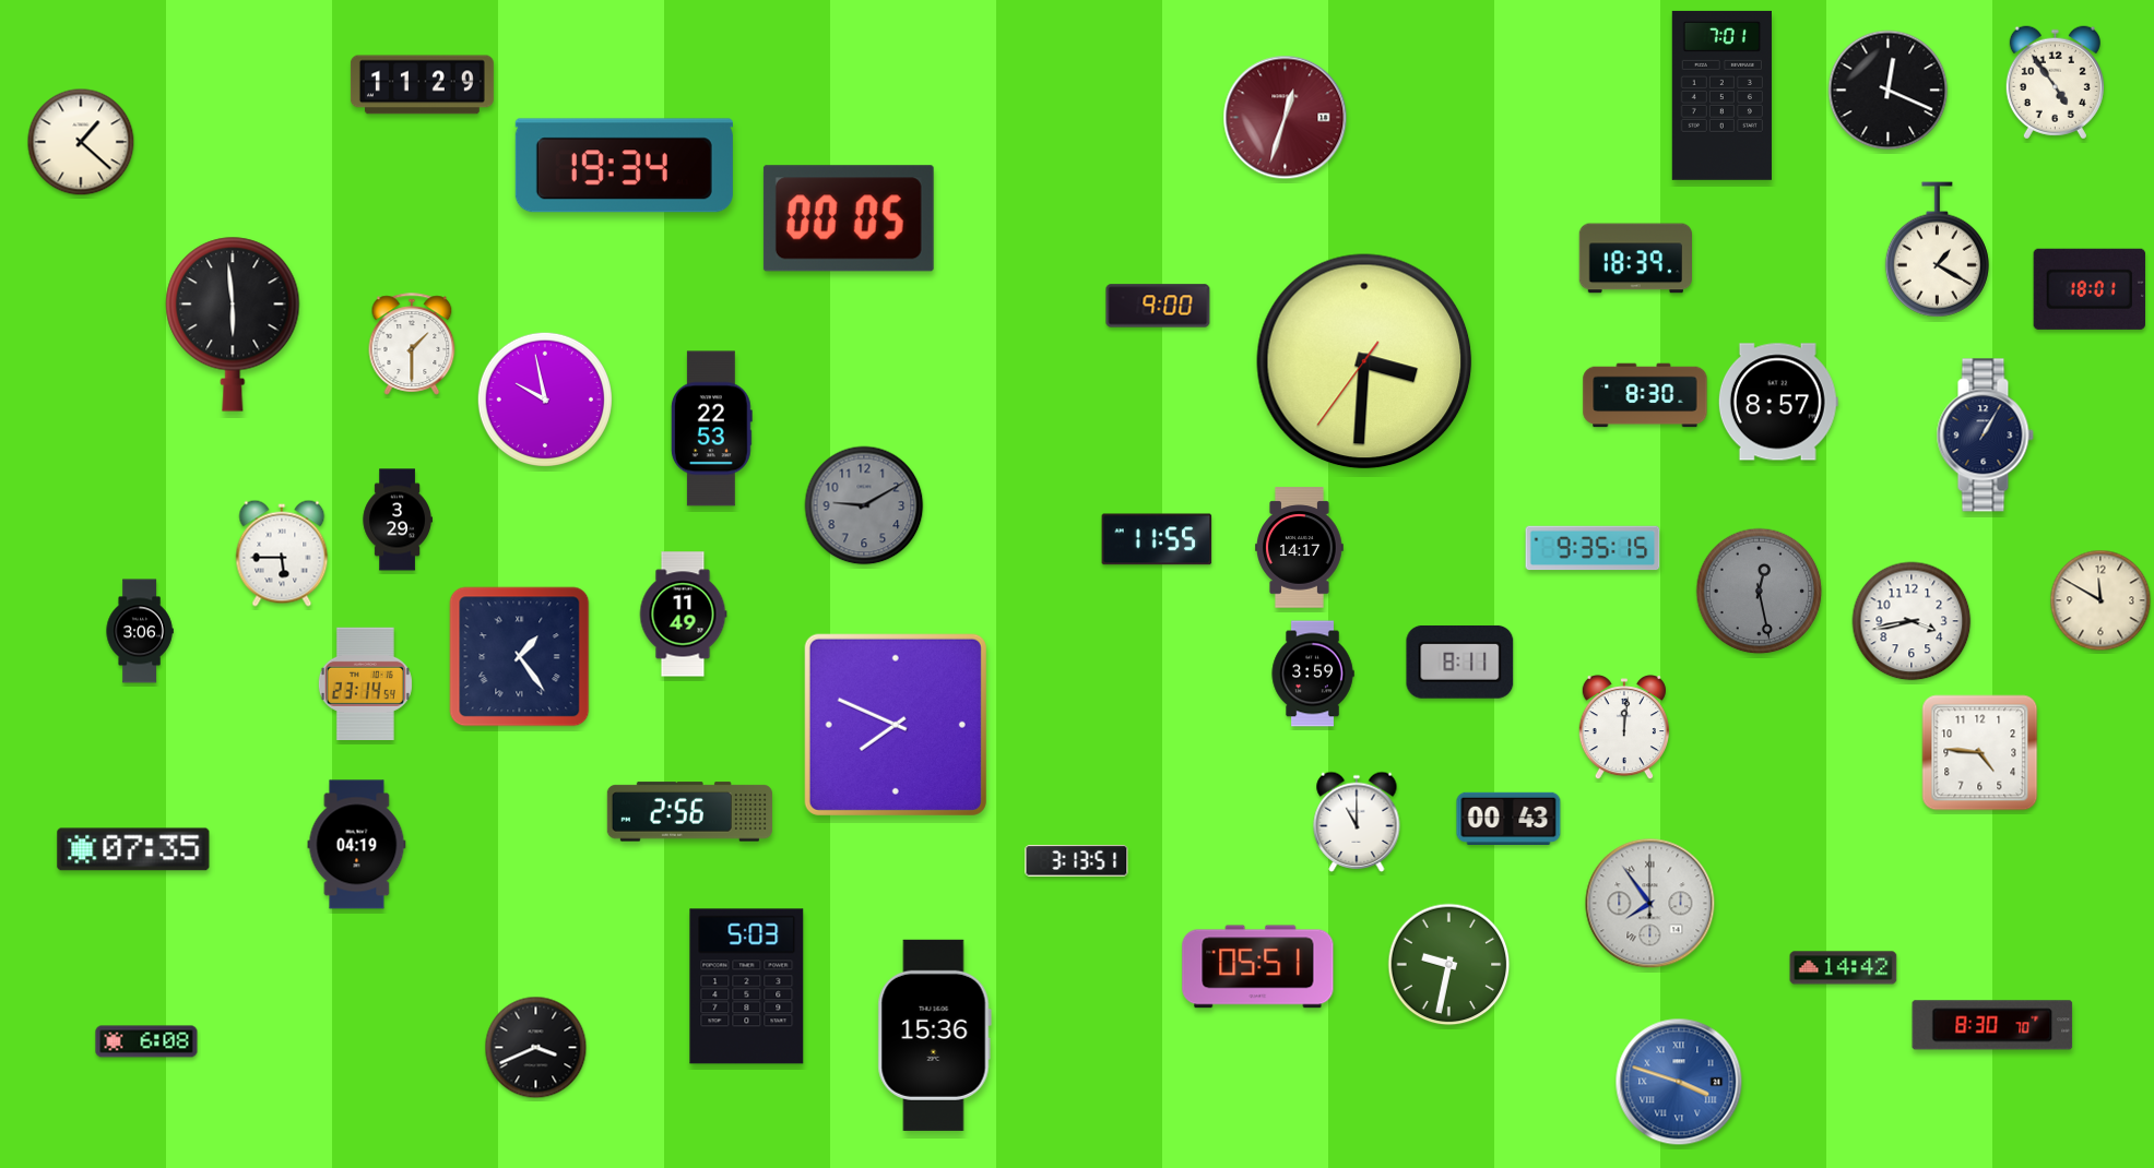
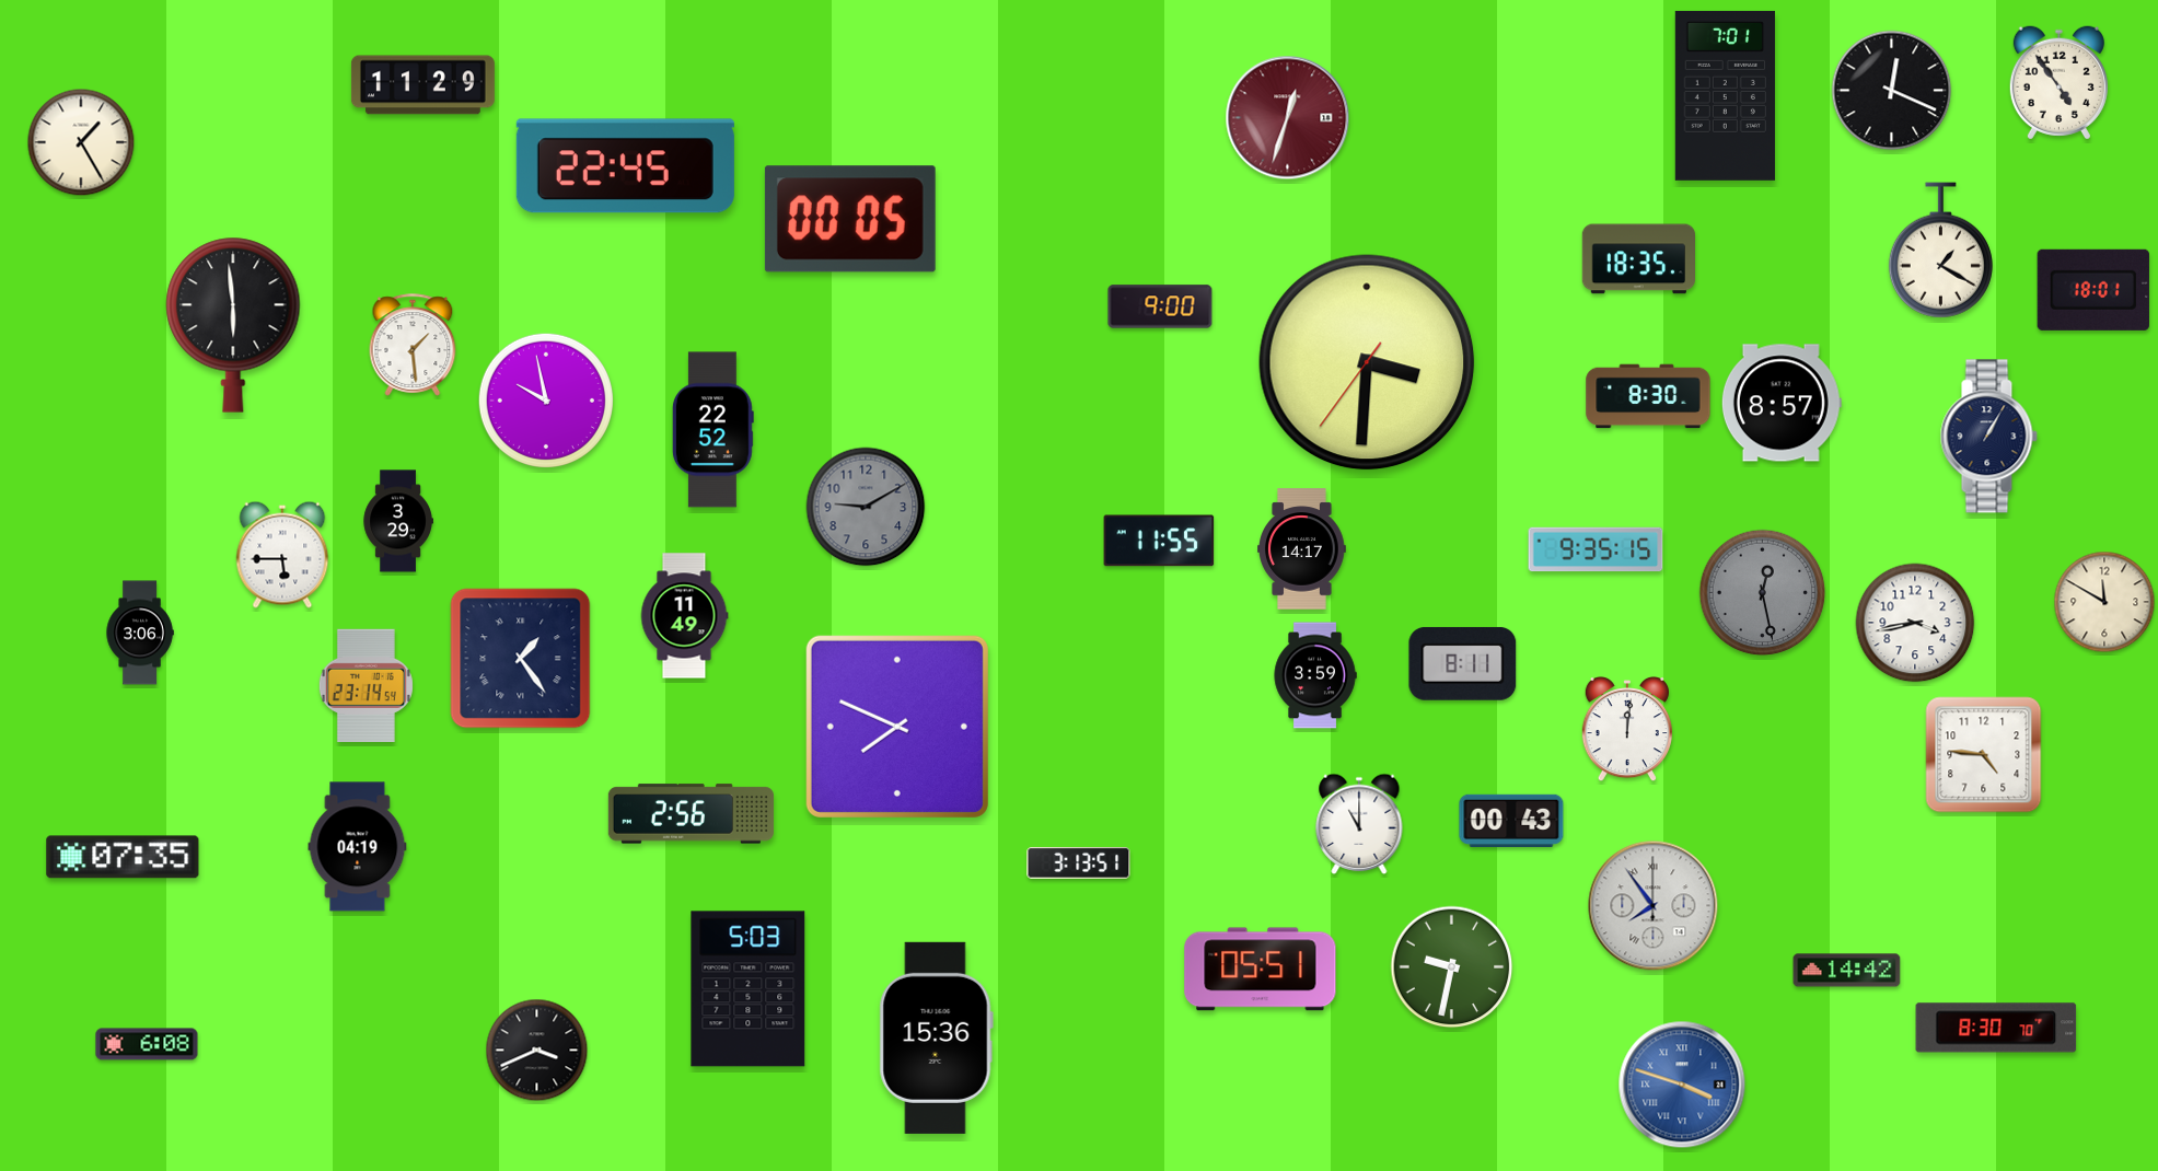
clock at (81, 142): 1:22 -> 1:25
clock at (624, 166): 19:34 -> 22:45
clock at (1635, 259): 18:39 -> 18:35
clock at (412, 344): 1:30 -> 1:29
clock at (711, 429): 22:53 -> 22:52
clock at (133, 849) position: (133, 849) -> (123, 857)
